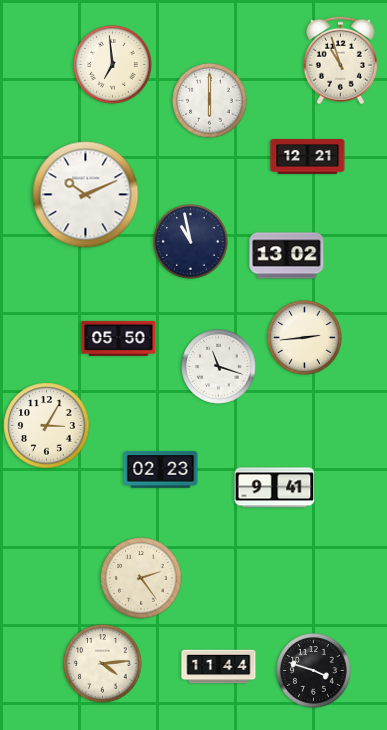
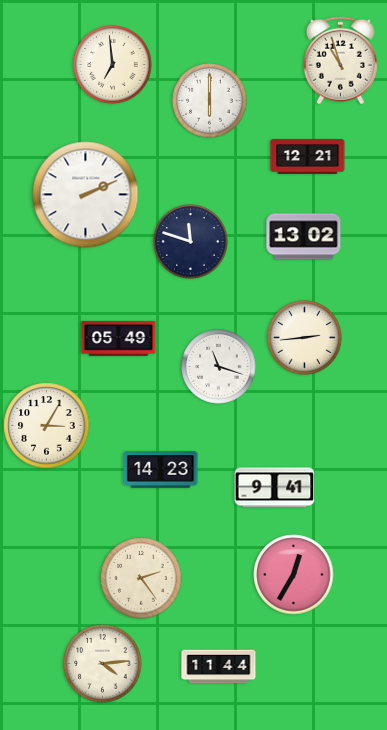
clock at (86, 195): 10:11 -> 2:11
clock at (191, 242): 10:58 -> 11:48
clock at (287, 256) position: (287, 256) -> (304, 237)
clock at (119, 338): 05:50 -> 05:49
clock at (161, 470): 02:23 -> 14:23
clock at (294, 575): none -> 12:35
clock at (314, 671): 3:48 -> none
